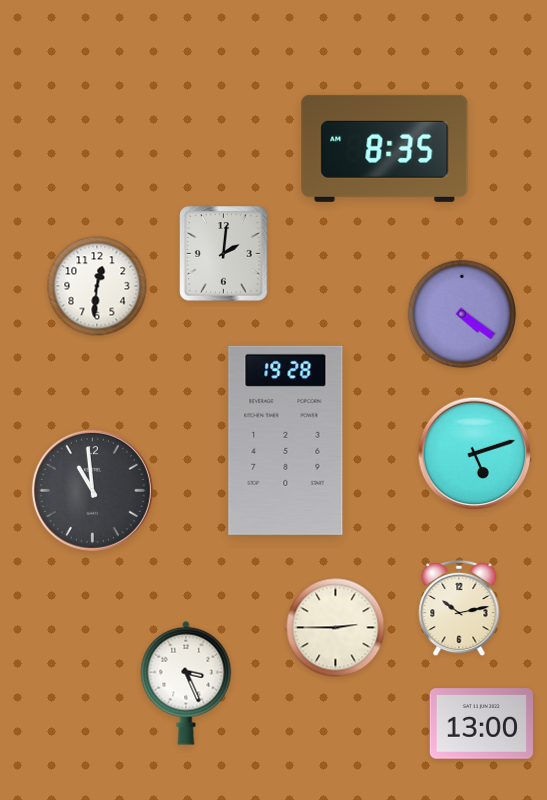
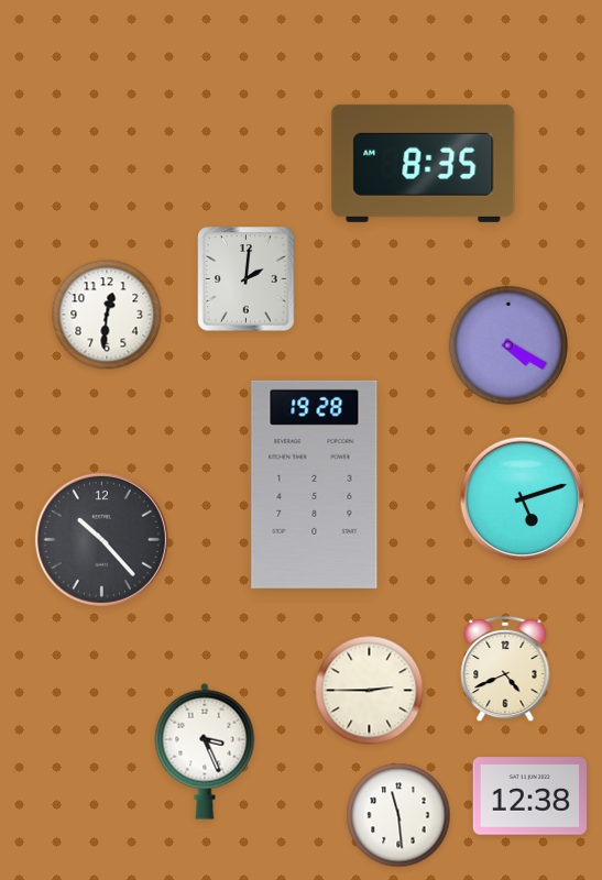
clock at (462, 314): 4:21 -> 4:20
clock at (92, 490): 10:59 -> 10:23
clock at (459, 608): 10:13 -> 4:41
clock at (481, 724): 13:00 -> 12:38
clock at (398, 815): none -> 11:29
